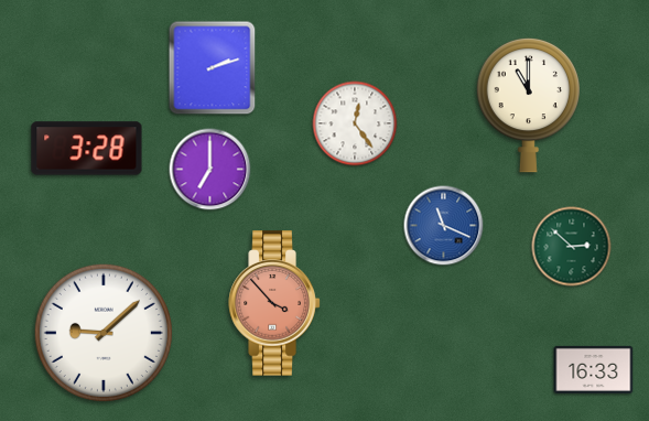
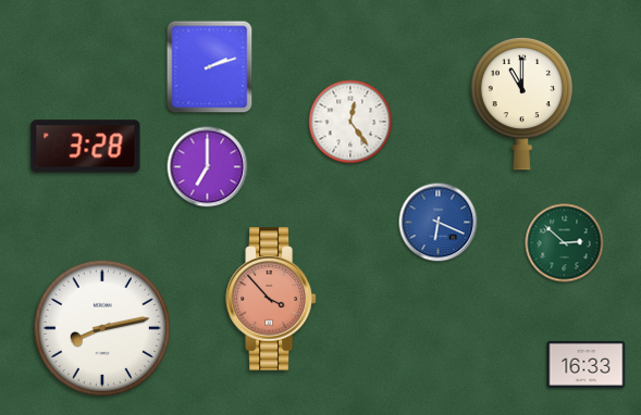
clock at (444, 226): 11:19 -> 6:19
clock at (104, 333): 9:08 -> 8:13
